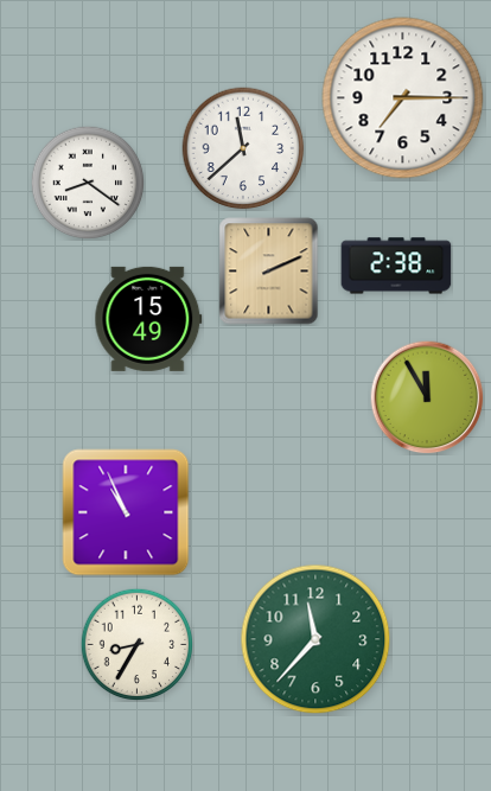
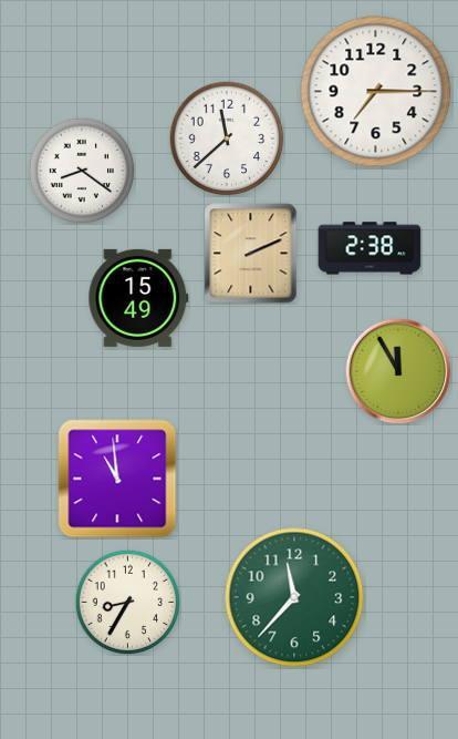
clock at (126, 512): 10:56 -> 10:59
